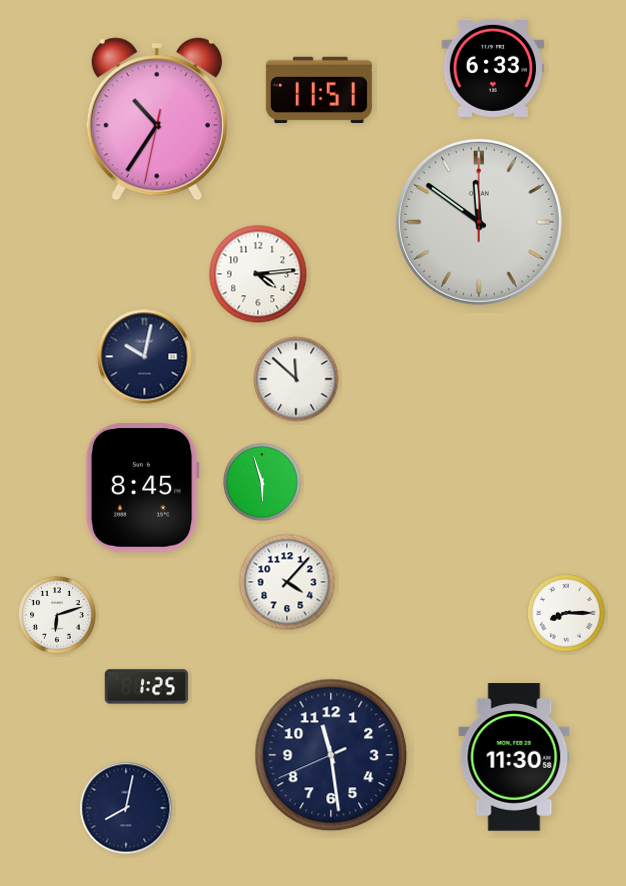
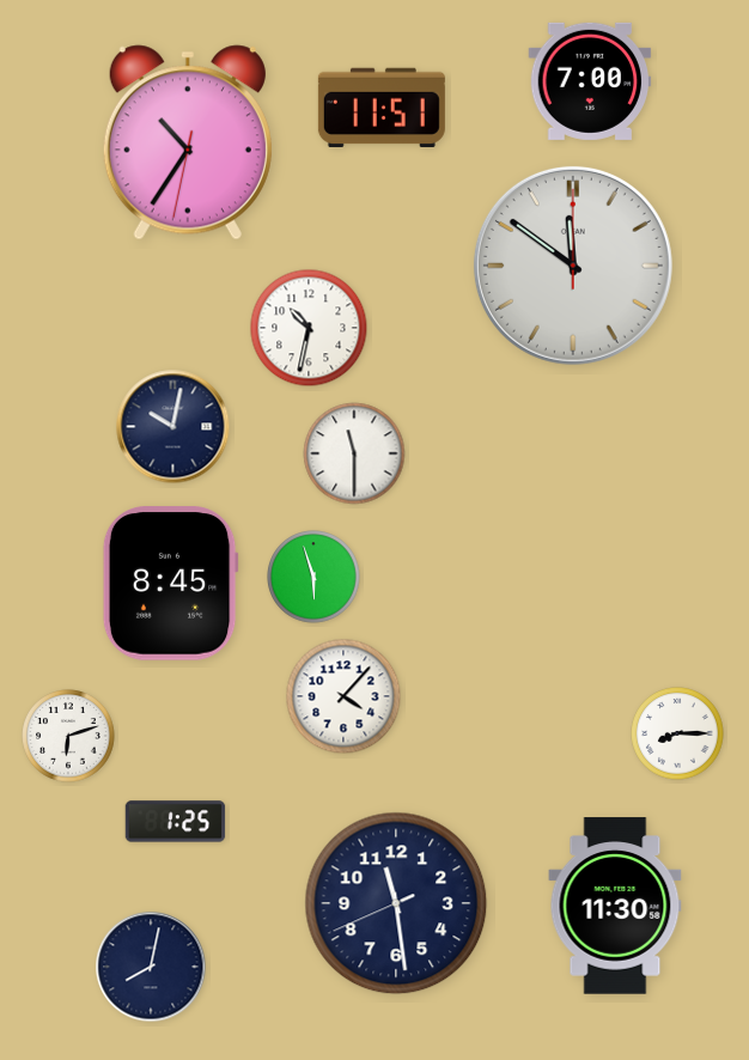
clock at (493, 68): 6:33 -> 7:00
clock at (258, 274): 4:14 -> 10:32
clock at (296, 379): 11:52 -> 11:30
